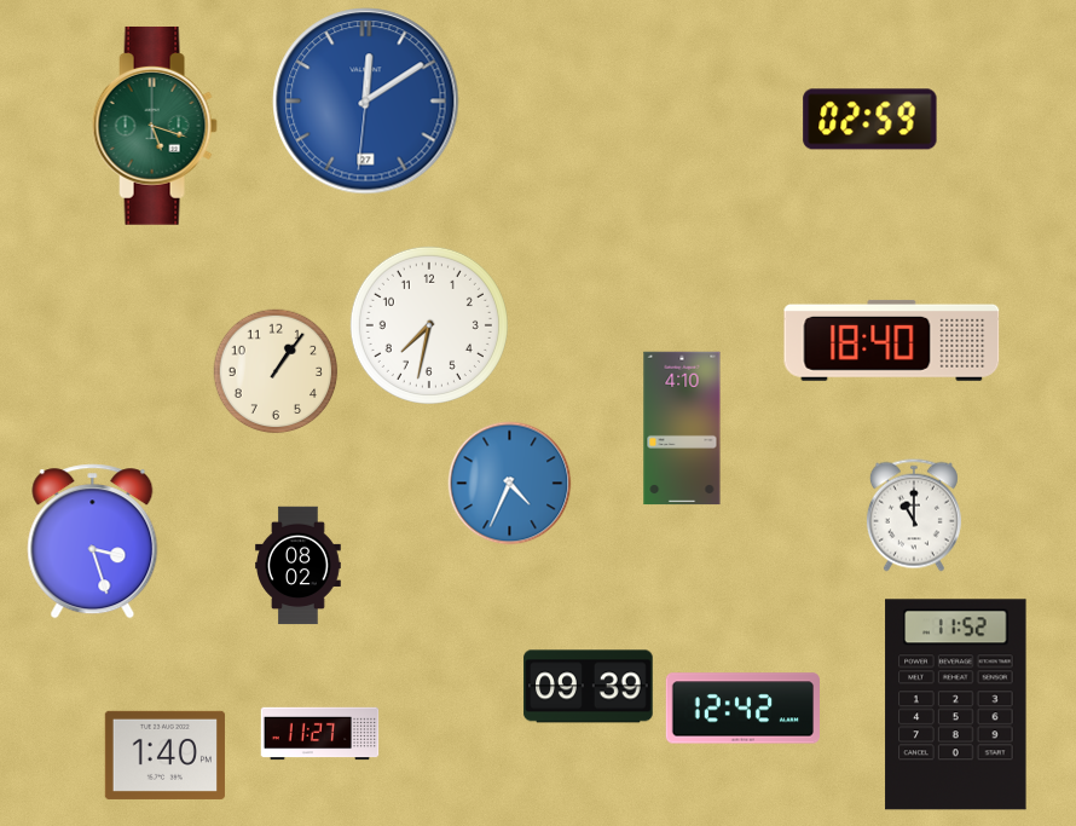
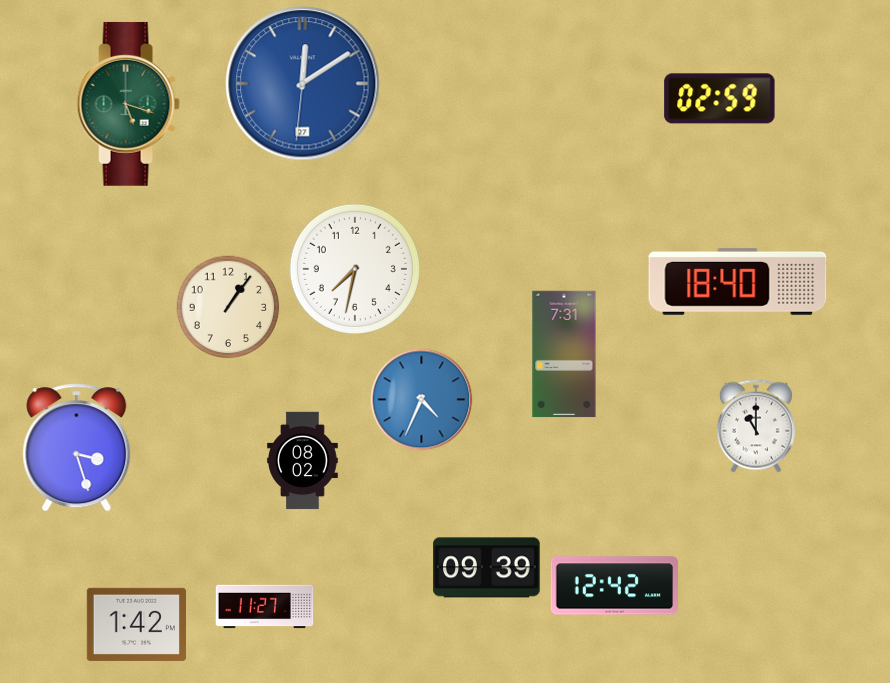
clock at (682, 428): 4:10 -> 7:31
clock at (299, 566) position: (299, 566) -> (303, 461)
clock at (956, 705): 11:52 -> none
clock at (164, 755): 1:40 -> 1:42
